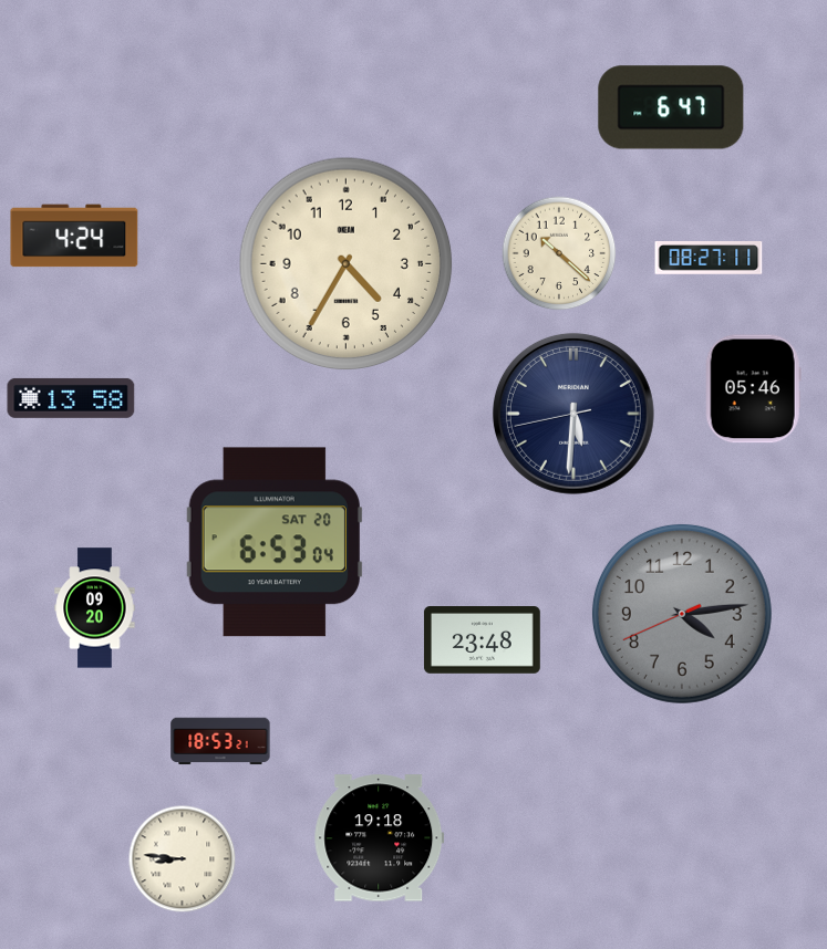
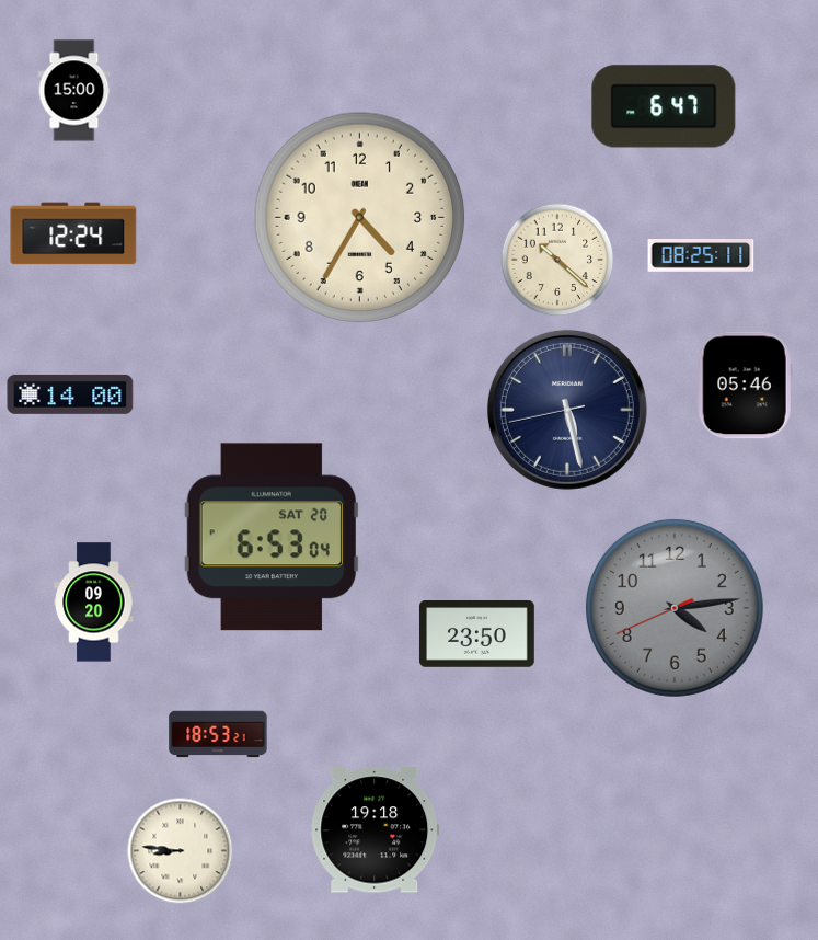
clock at (74, 91): none -> 15:00
clock at (74, 236): 4:24 -> 12:24
clock at (559, 253) position: (559, 253) -> (557, 260)
clock at (709, 259): 08:27 -> 08:25
clock at (347, 264) position: (347, 264) -> (360, 218)
clock at (71, 398): 13:58 -> 14:00
clock at (573, 414): 5:30 -> 5:27
clock at (482, 640): 23:48 -> 23:50
